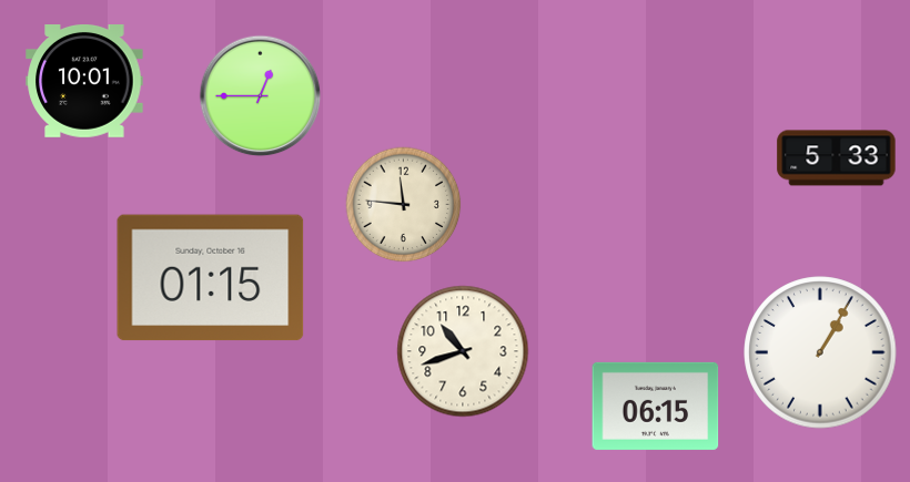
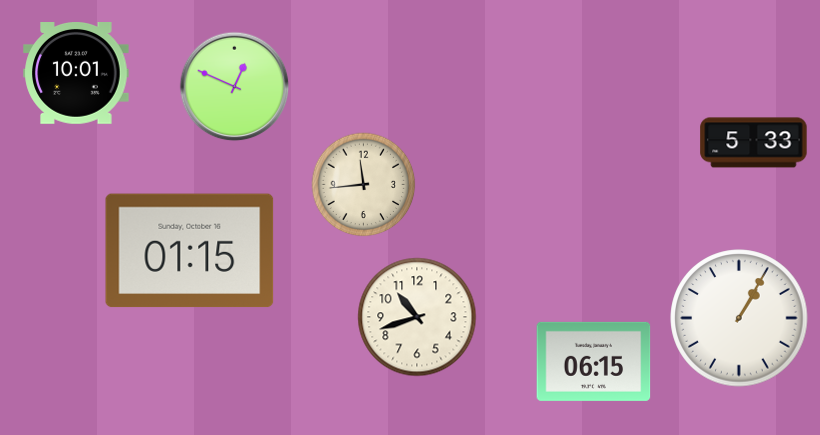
clock at (261, 96): 12:45 -> 12:49
clock at (404, 205): 11:46 -> 11:44
clock at (656, 406) position: (656, 406) -> (594, 361)
